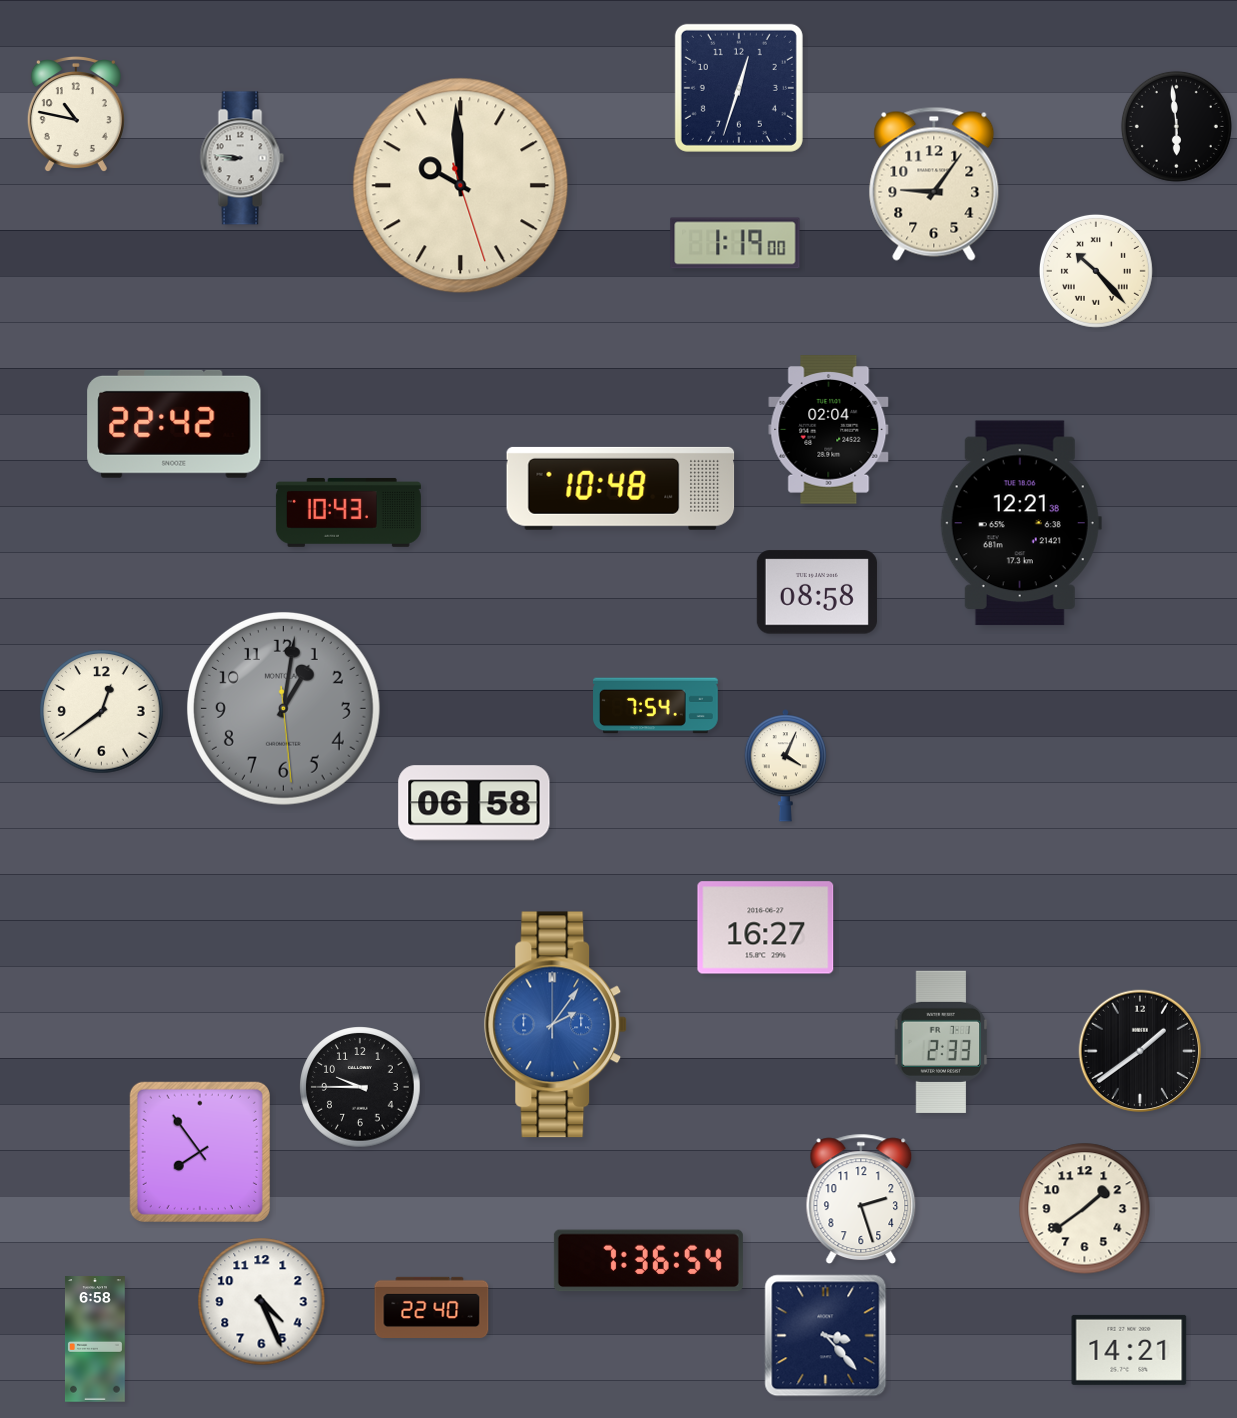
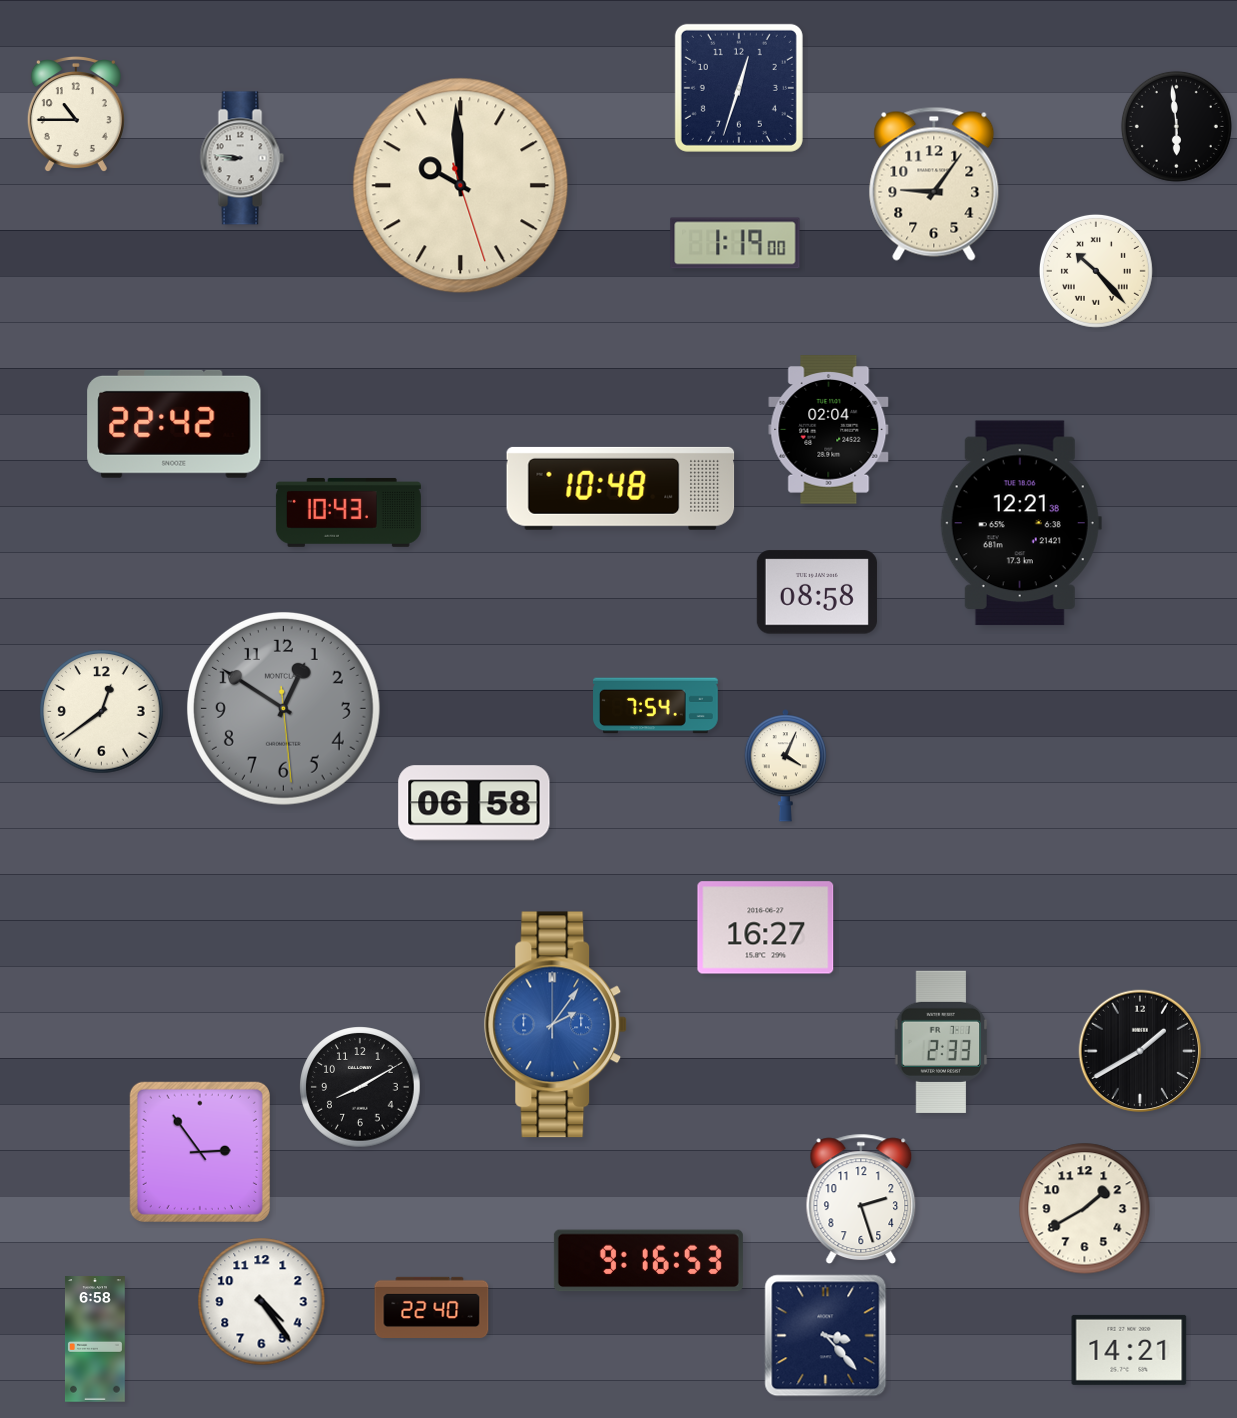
clock at (76, 115): 10:47 -> 10:45
clock at (283, 708): 1:01 -> 12:50
clock at (1140, 1051): 1:39 -> 1:40
clock at (360, 1087): 9:45 -> 8:10
clock at (200, 1152): 7:54 -> 2:54
clock at (1085, 1209): 1:39 -> 1:40
clock at (648, 1261): 7:36 -> 9:16
clock at (262, 1302): 4:26 -> 4:24
